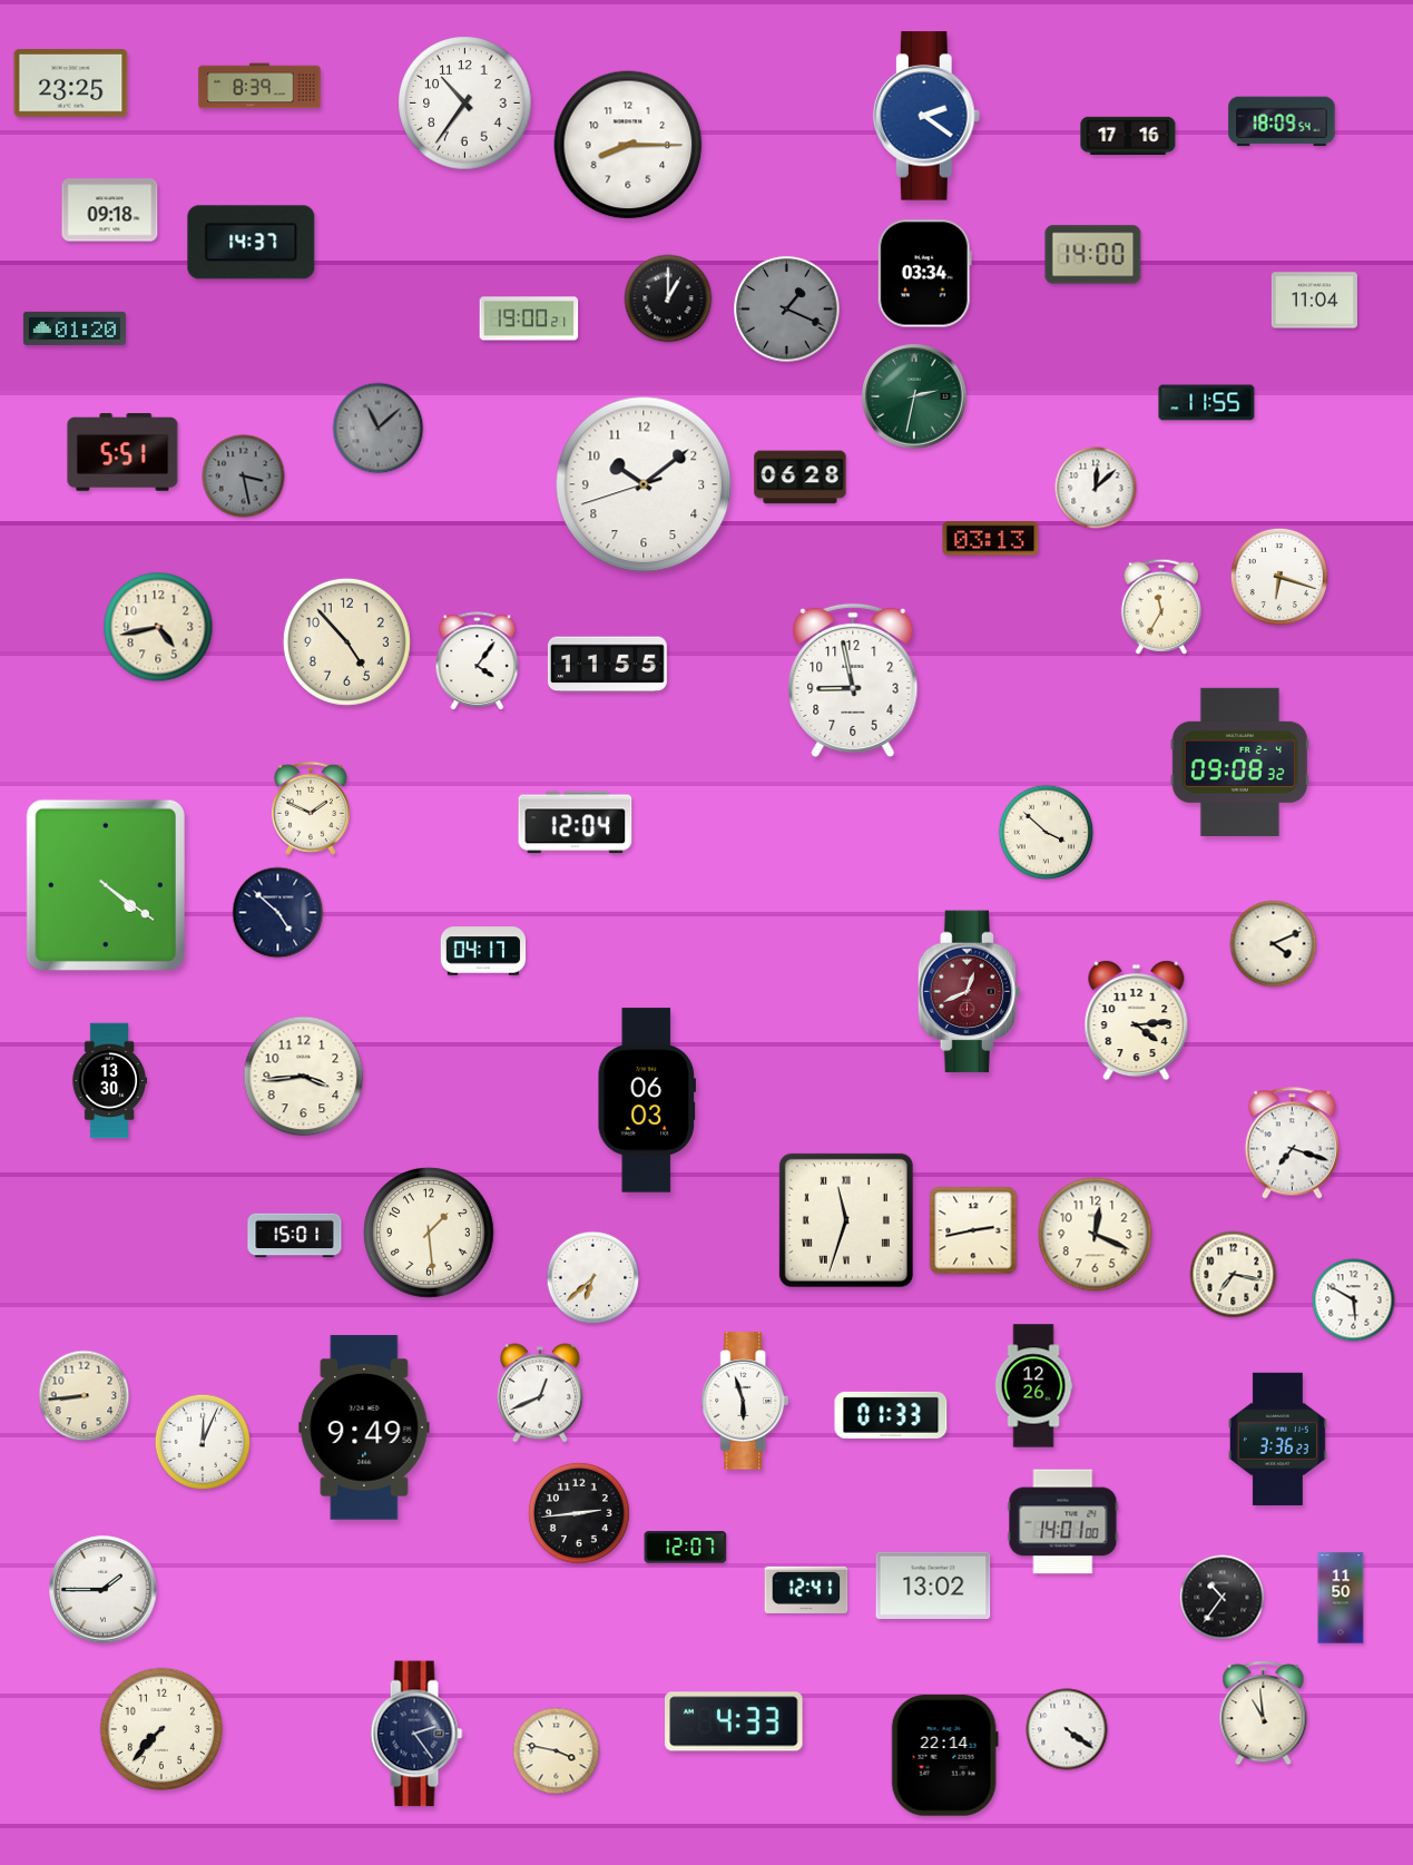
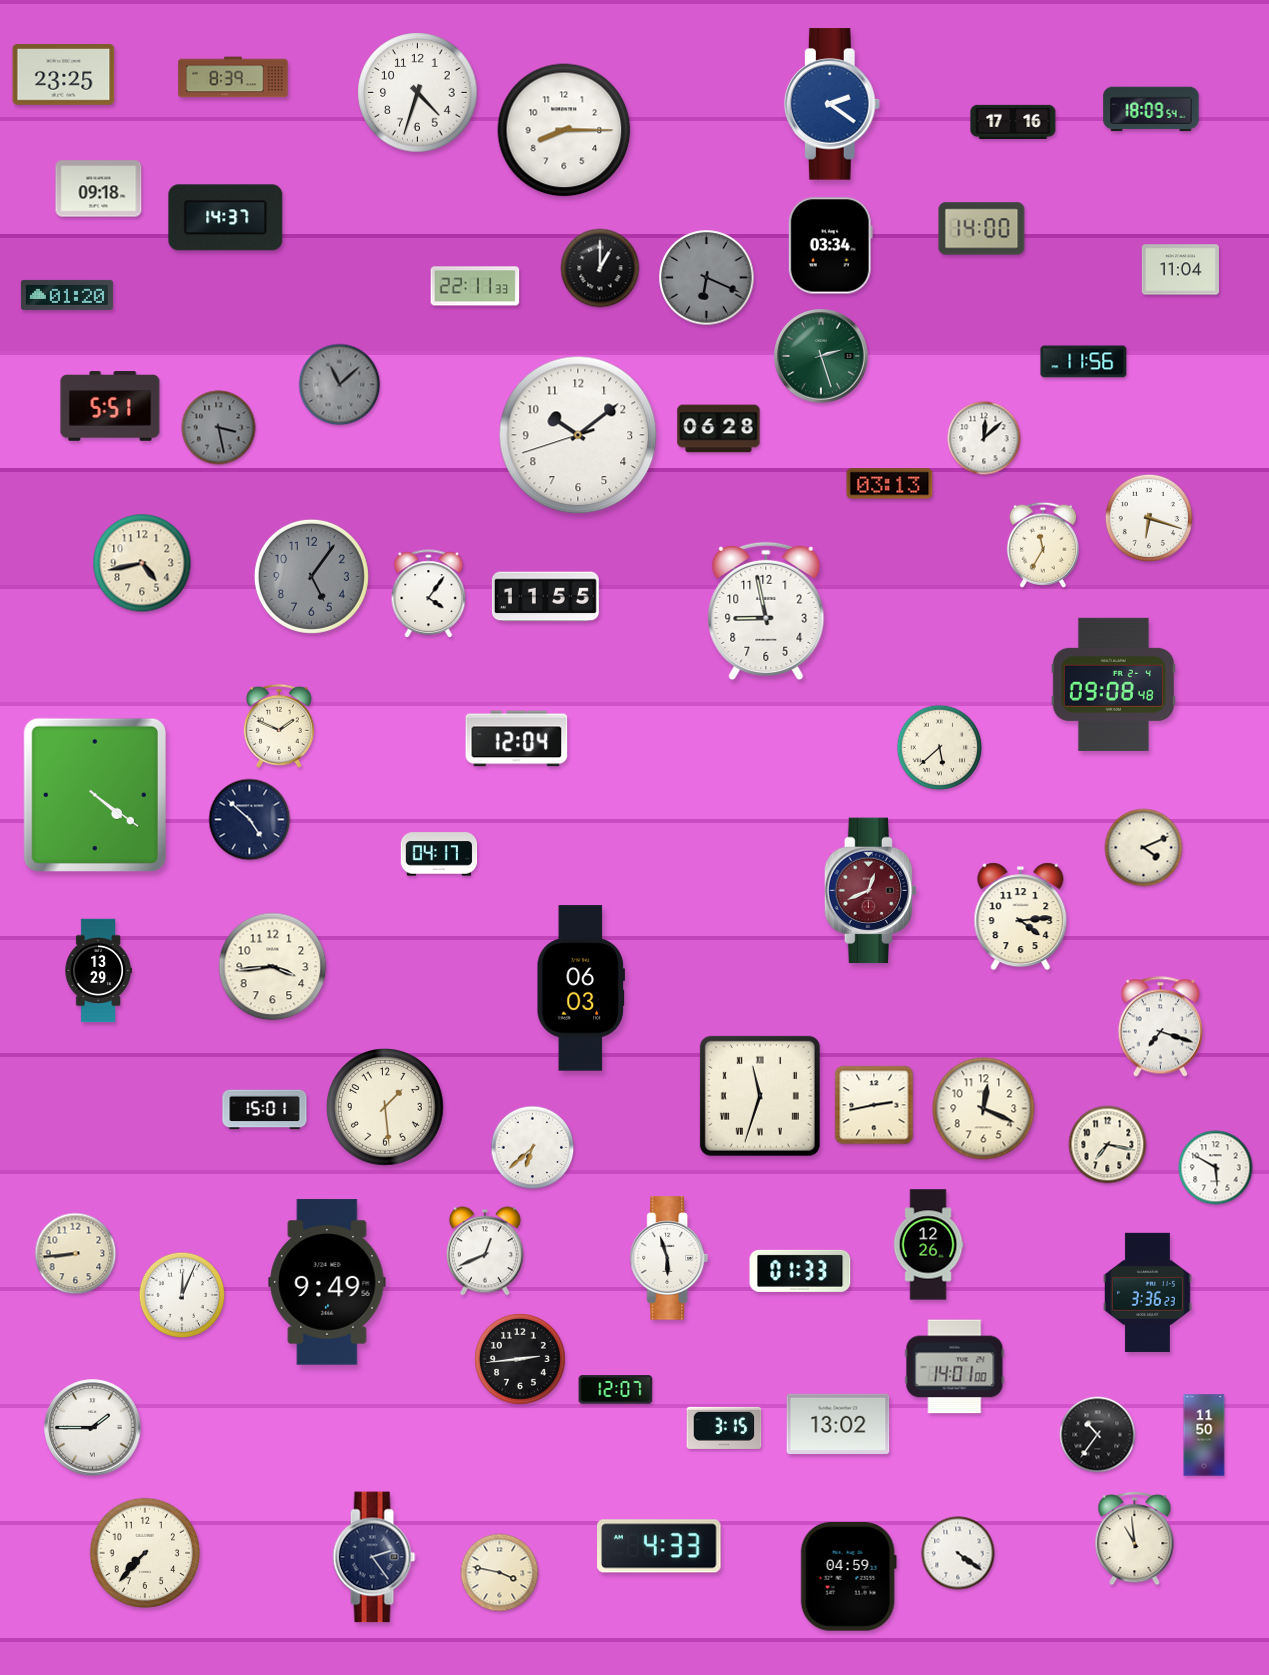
clock at (465, 104): 10:36 -> 4:33
clock at (787, 310): 1:19 -> 6:19
clock at (529, 318): 19:00 -> 22:11
clock at (914, 396): 2:32 -> 2:27
clock at (1207, 403): 11:55 -> 11:56
clock at (346, 641): 4:53 -> 5:06
clock at (346, 641) dial: cream -> grey
clock at (1239, 762): 09:08:32 -> 09:08:48
clock at (1047, 833): 3:52 -> 5:38
clock at (483, 951) position: (483, 951) -> (439, 854)
clock at (109, 1081): 13:30 -> 13:29
clock at (806, 1590): 12:41 -> 3:15
clock at (944, 1756): 22:14 -> 04:59
